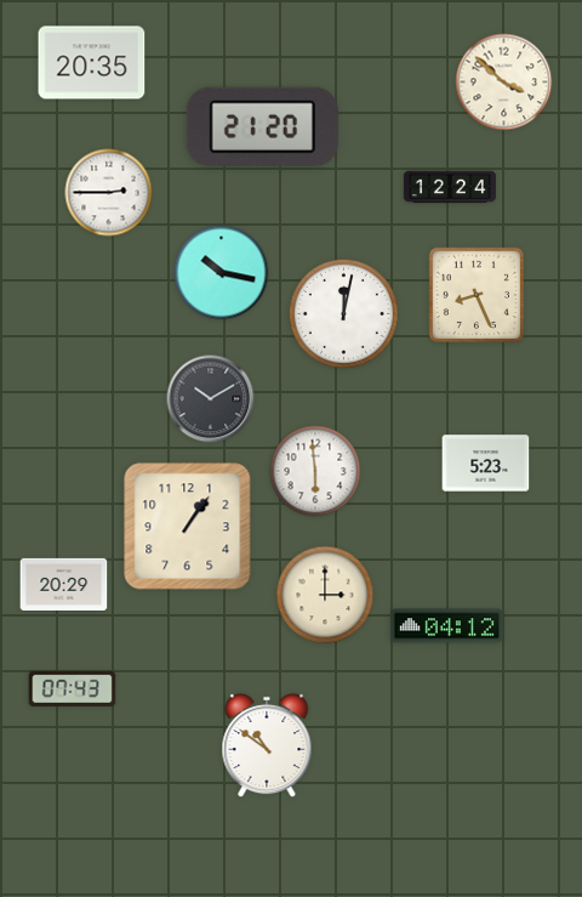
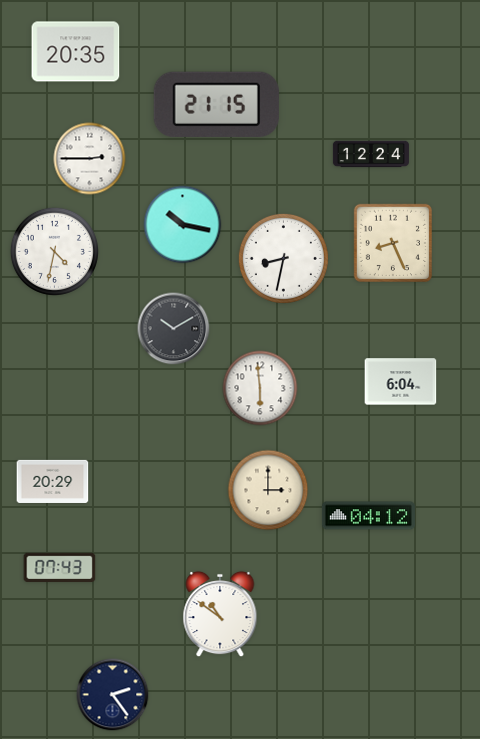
clock at (504, 83): 3:52 -> none
clock at (262, 126): 21:20 -> 21:15
clock at (54, 251): none -> 4:32
clock at (343, 313): 12:02 -> 8:32
clock at (486, 464): 5:23 -> 6:04
clock at (188, 527): 1:06 -> none
clock at (113, 695): none -> 2:24
